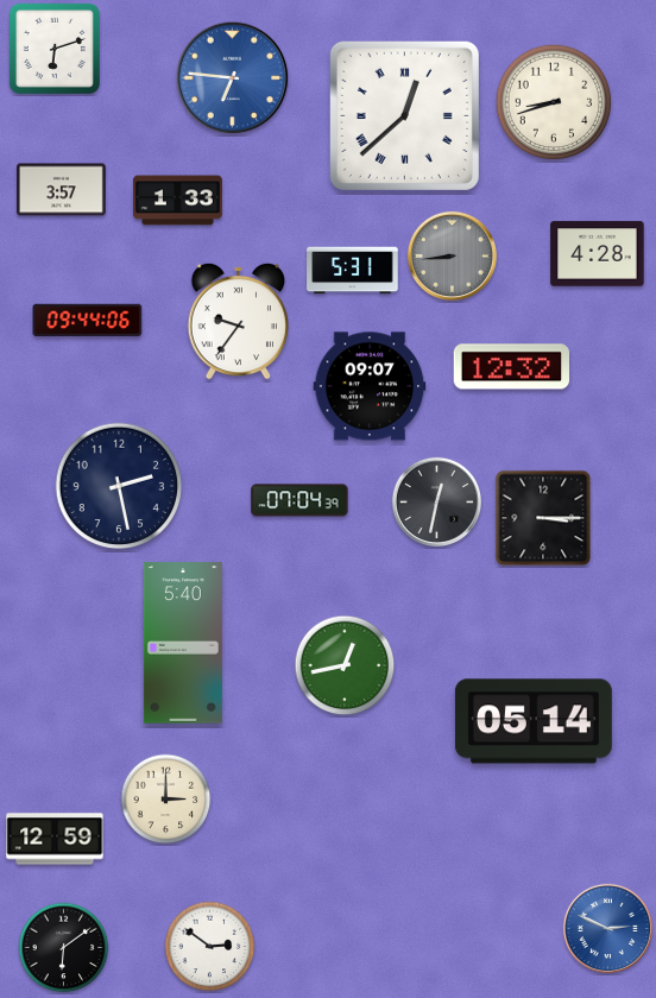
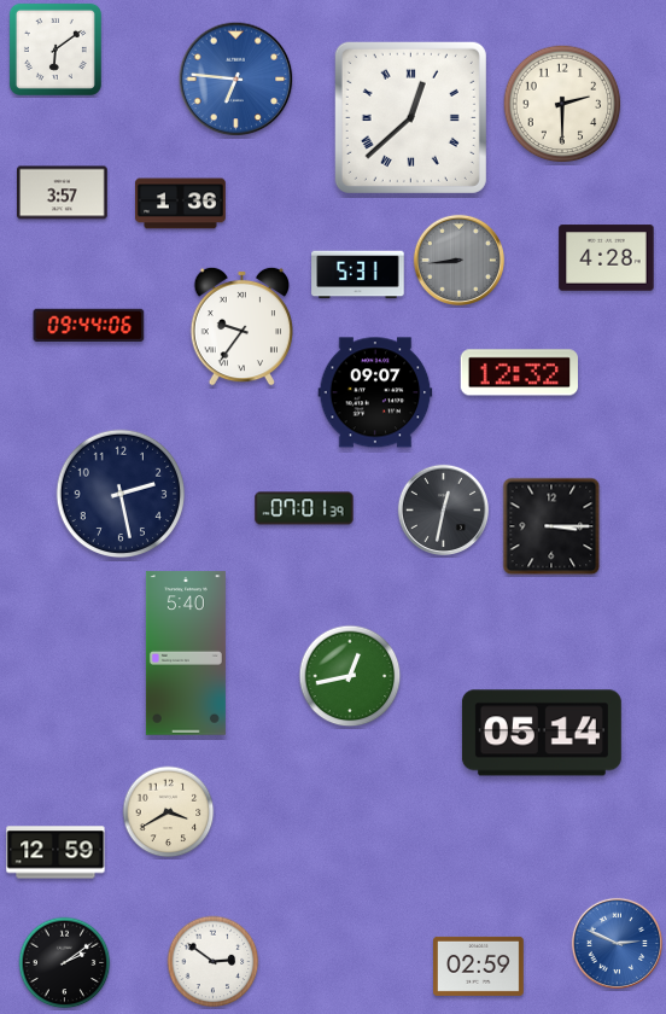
clock at (55, 49): 6:12 -> 6:09
clock at (554, 102): 8:42 -> 2:30
clock at (178, 201): 1:33 -> 1:36
clock at (299, 500): 07:04 -> 07:01
clock at (166, 800): 3:00 -> 3:40
clock at (64, 948): 6:09 -> 2:09
clock at (479, 966): none -> 02:59
